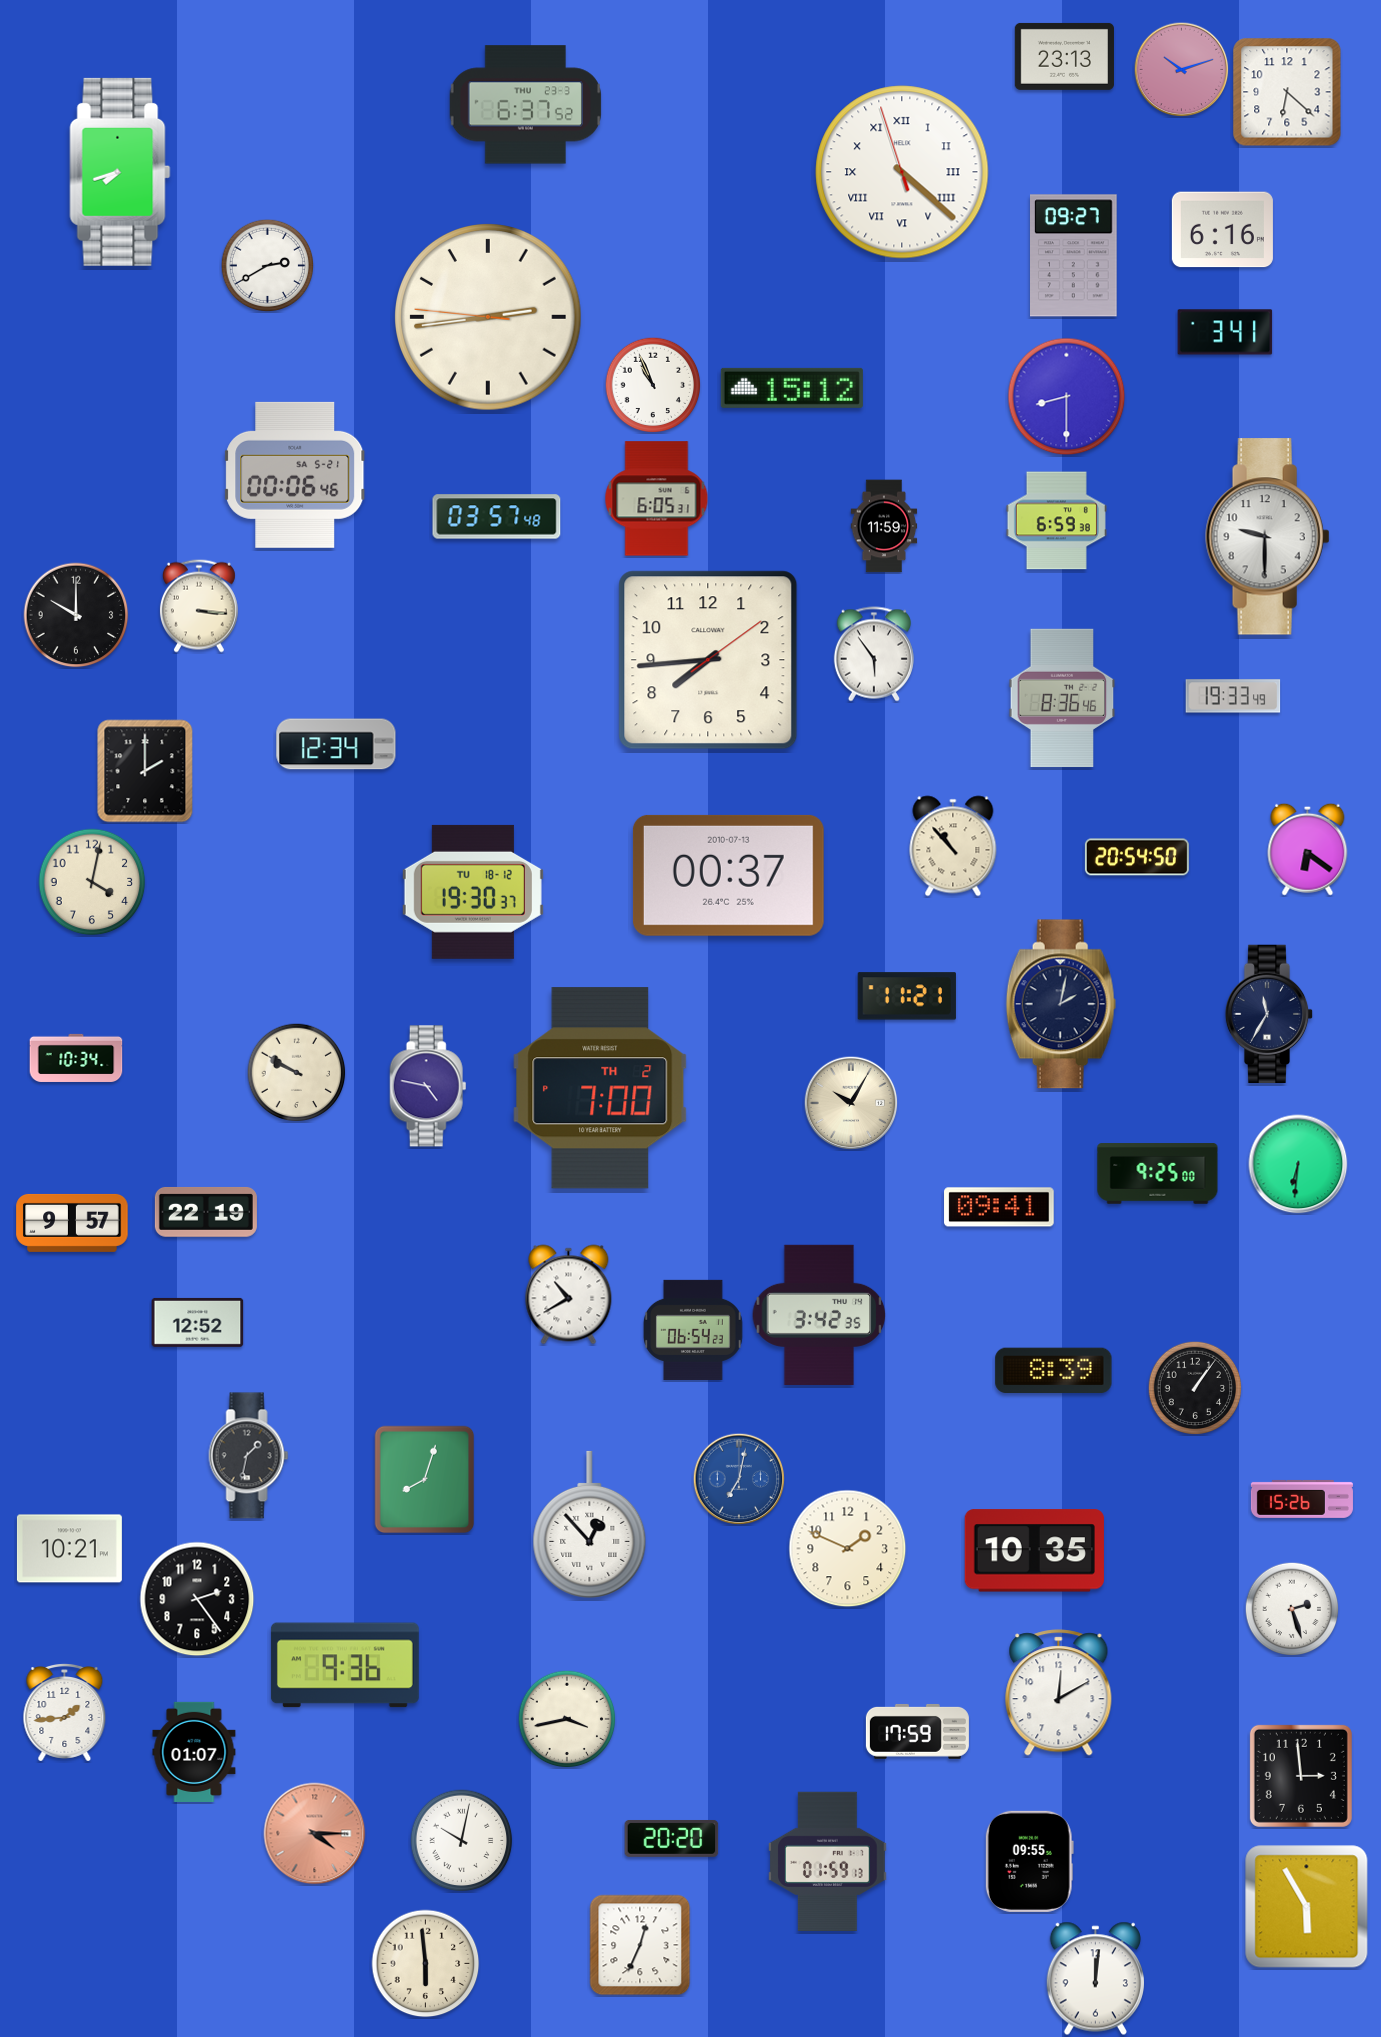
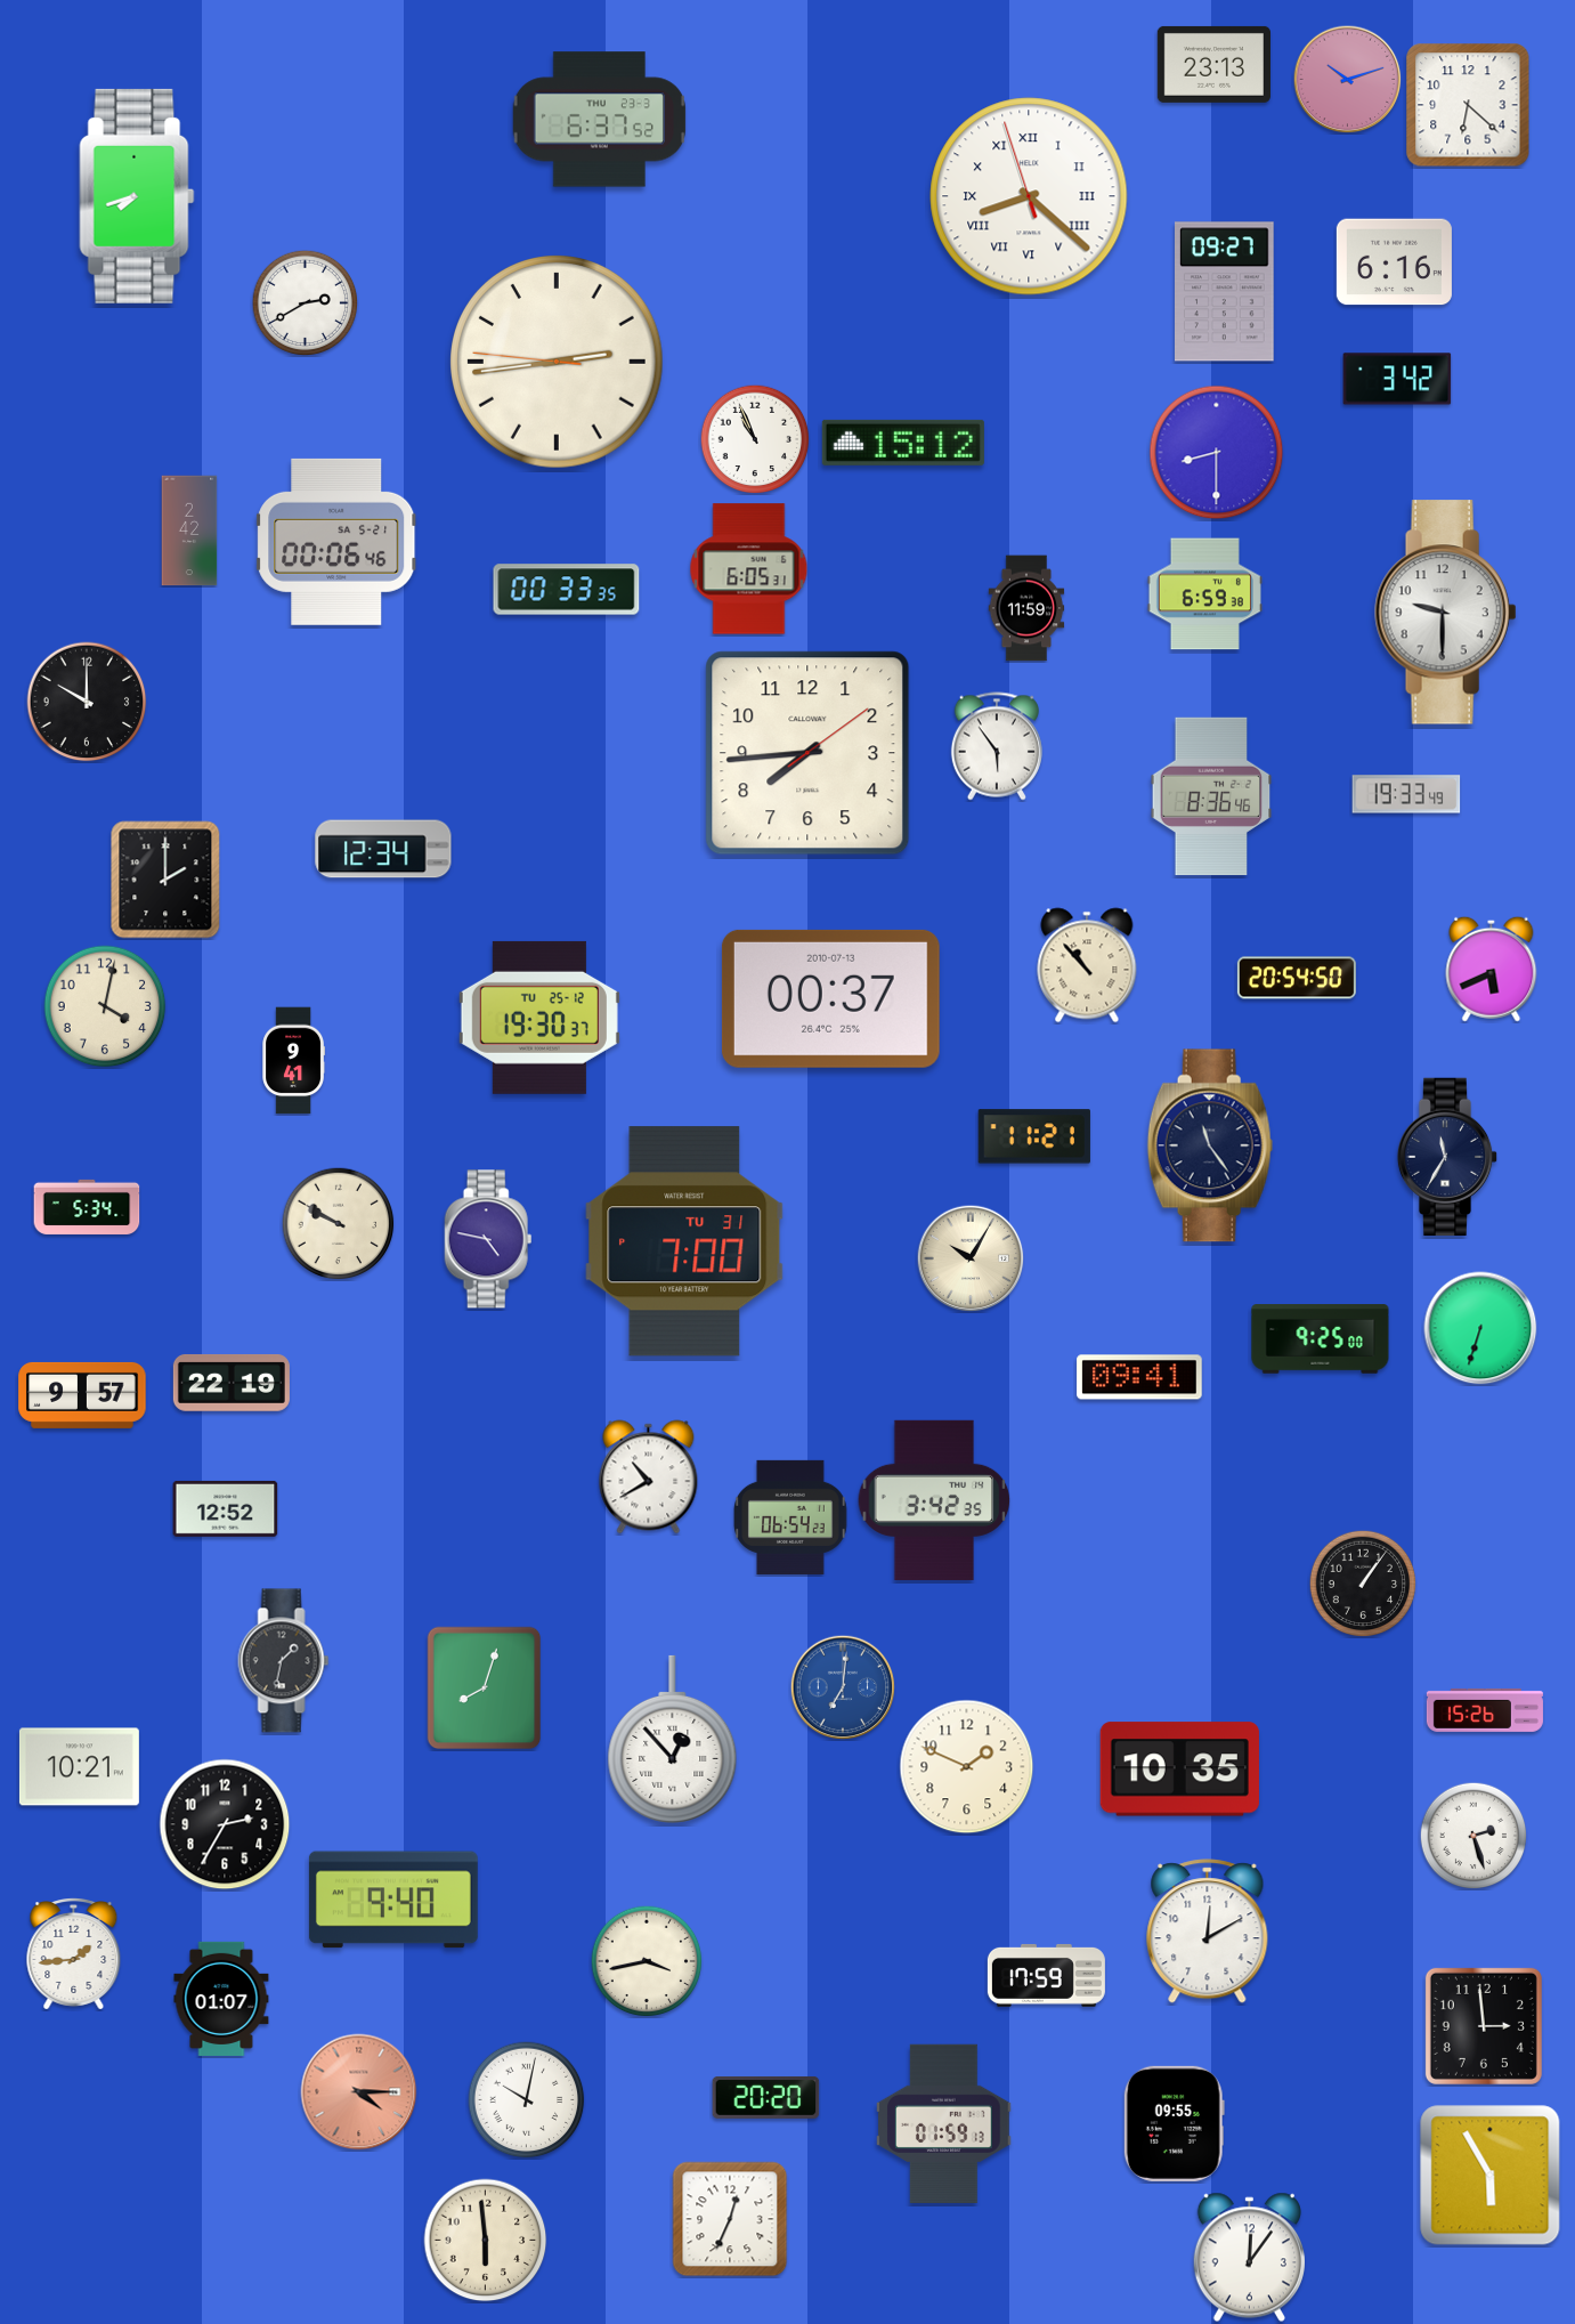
clock at (902, 172): 4:21 -> 8:21
clock at (1225, 332): 3:41 -> 3:42
clock at (653, 385) position: (653, 385) -> (755, 439)
clock at (189, 531): none -> 2:42
clock at (497, 517): 03:57 -> 00:33
clock at (884, 526) position: (884, 526) -> (1026, 608)
clock at (199, 606): 3:16 -> none
clock at (1308, 849): 6:21 -> 5:41
clock at (473, 892) date: TU 18-12 -> TU 25-12
clock at (293, 1061): none -> 9:41
clock at (1061, 1004): 2:02 -> 11:24
clock at (76, 1058): 10:34 -> 5:34
clock at (600, 1088) date: TH 2 -> TU 31
clock at (1298, 1164): 6:31 -> 6:33
clock at (206, 1212) position: (206, 1212) -> (232, 1383)
clock at (1054, 1371): 8:39 -> none
clock at (739, 1479): 7:02 -> 7:01
clock at (197, 1599): 2:24 -> 2:35
clock at (345, 1665): 9:36 -> 9:40
clock at (1095, 1979): 12:01 -> 12:06
